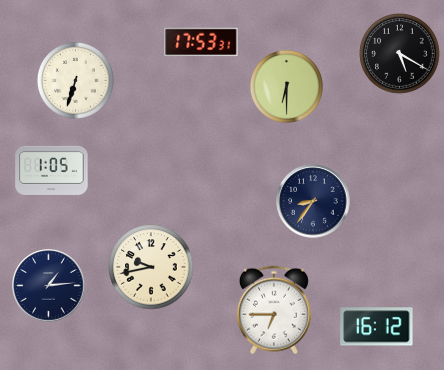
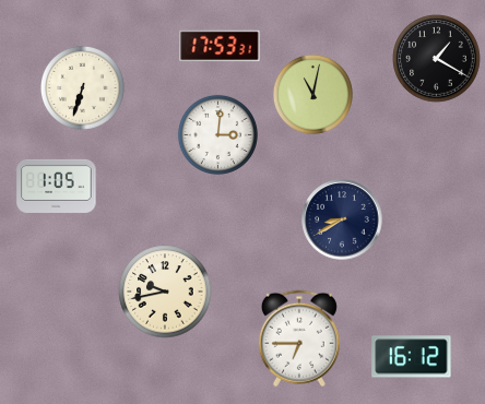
clock at (400, 54): 5:20 -> 1:20
clock at (286, 86): 6:30 -> 11:02
clock at (217, 134): none -> 3:01
clock at (313, 201): 8:36 -> 8:40
clock at (49, 286): 1:14 -> none
